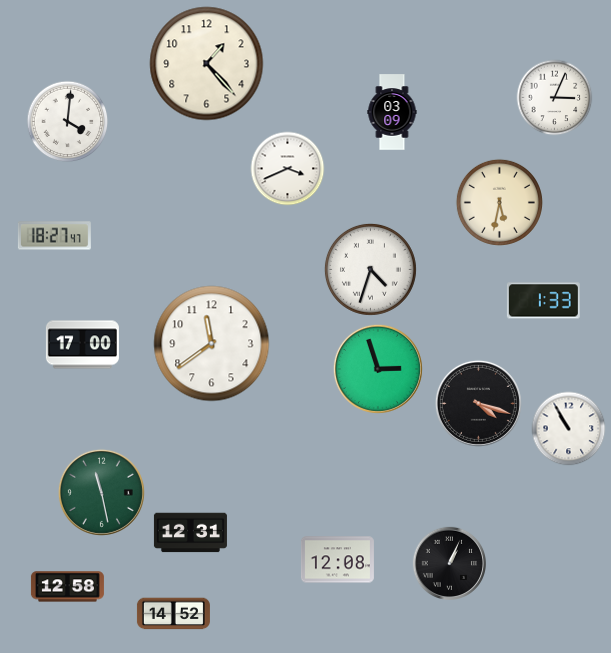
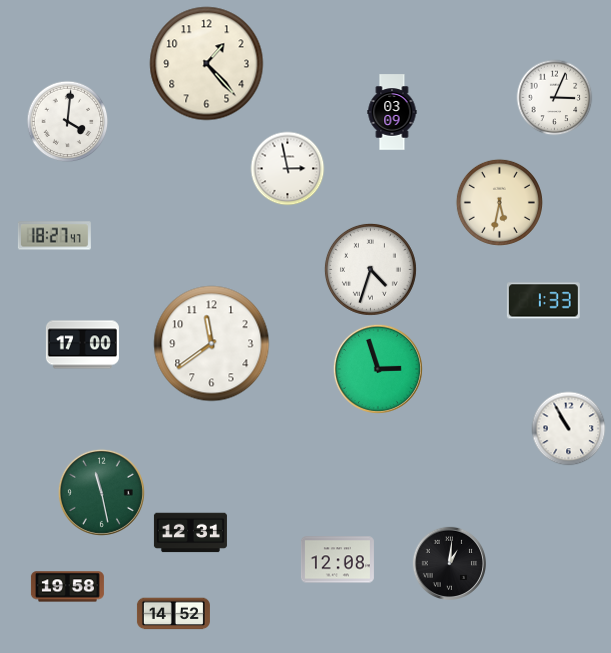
clock at (288, 169): 3:41 -> 2:58
clock at (478, 403): 4:18 -> none
clock at (449, 563): 1:04 -> 1:01
clock at (67, 587): 12:58 -> 19:58
